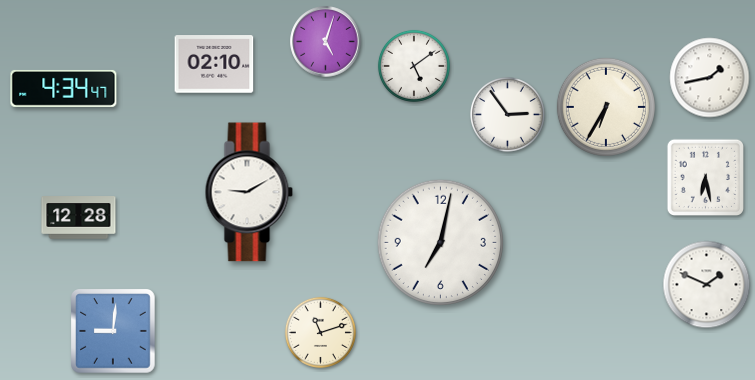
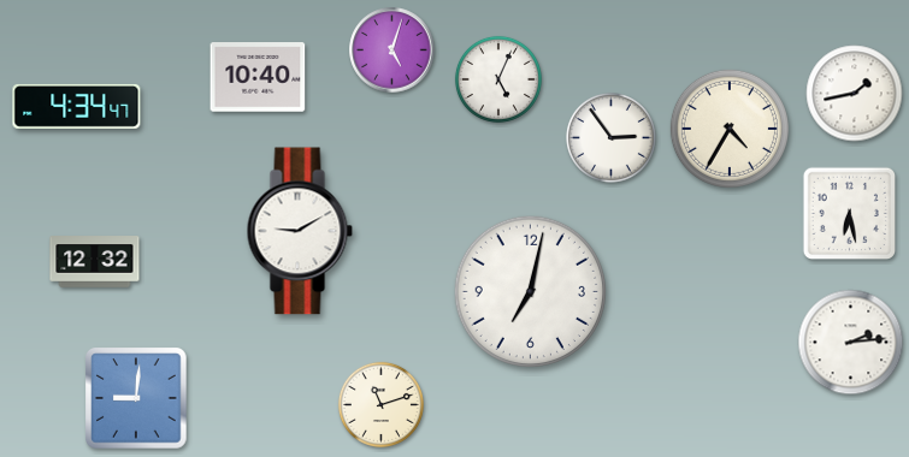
clock at (214, 64): 02:10 -> 10:40
clock at (414, 66): 5:09 -> 5:04
clock at (606, 107): 6:35 -> 4:35
clock at (79, 218): 12:28 -> 12:32
clock at (707, 285): 1:49 -> 2:14
clock at (320, 332) position: (320, 332) -> (380, 404)
